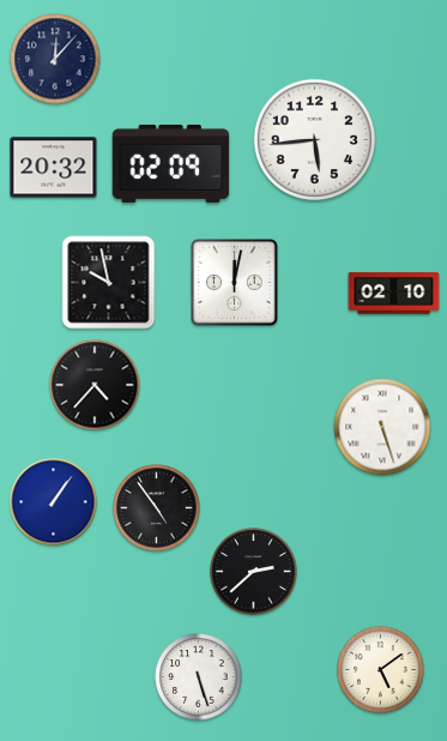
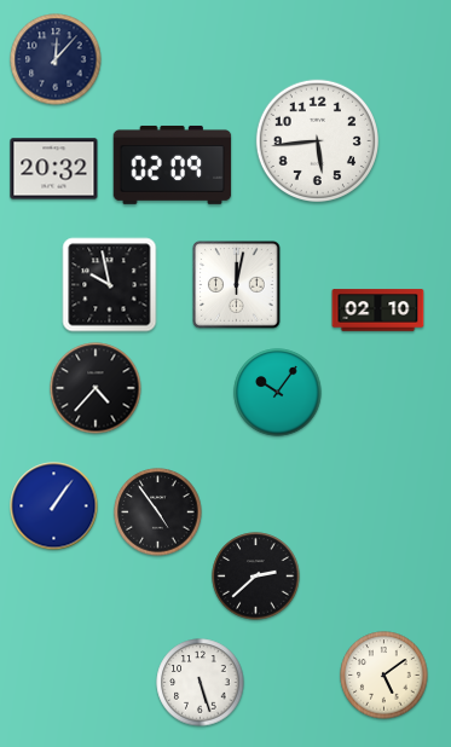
clock at (394, 294) position: (394, 294) -> (378, 311)
clock at (278, 393): none -> 10:06
clock at (382, 427): 5:27 -> none
